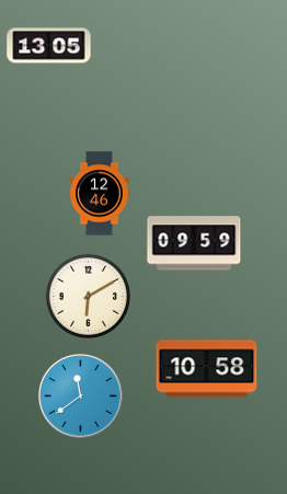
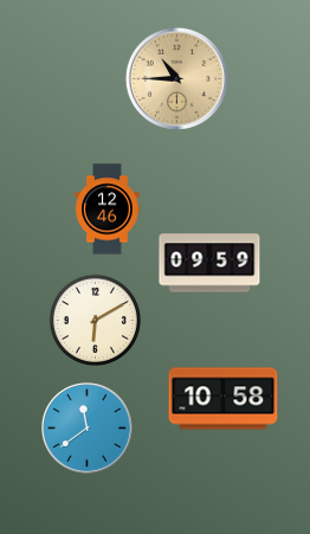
clock at (49, 46): 13:05 -> none
clock at (176, 78): none -> 10:45
